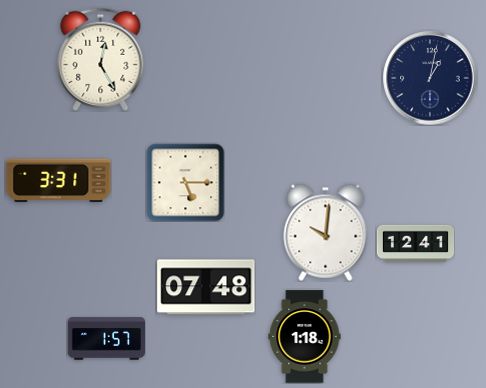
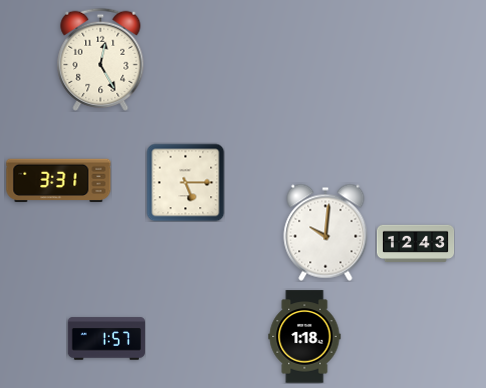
clock at (430, 78): 1:02 -> none
clock at (415, 244): 12:41 -> 12:43
clock at (206, 287): 07:48 -> none
